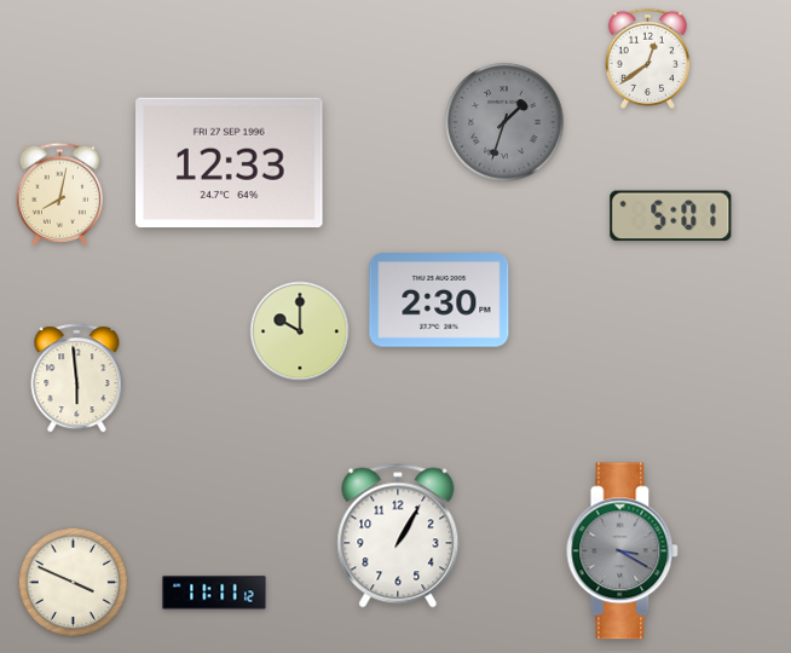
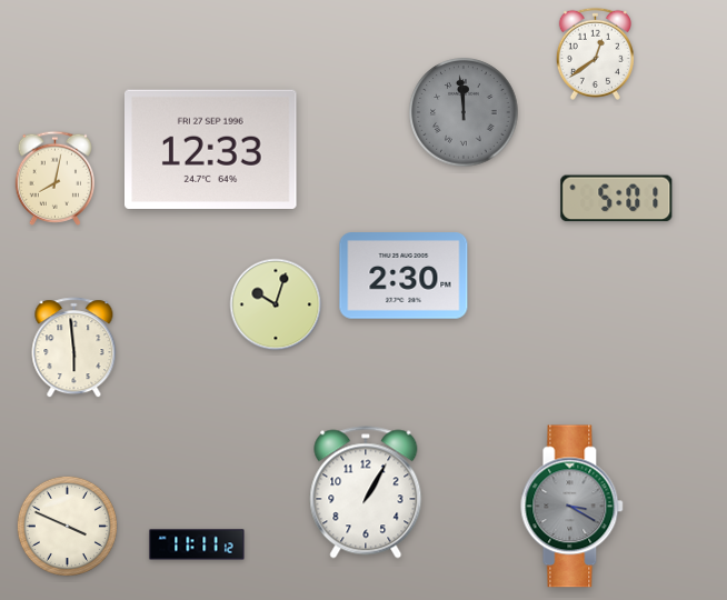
clock at (504, 122): 1:33 -> 11:59
clock at (300, 331): 10:00 -> 10:03
clock at (77, 378) position: (77, 378) -> (74, 348)
clock at (73, 582) position: (73, 582) -> (67, 526)
